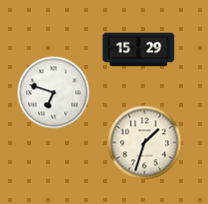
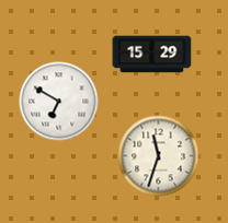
clock at (54, 93): 6:48 -> 6:50
clock at (145, 143): 1:33 -> 11:33
